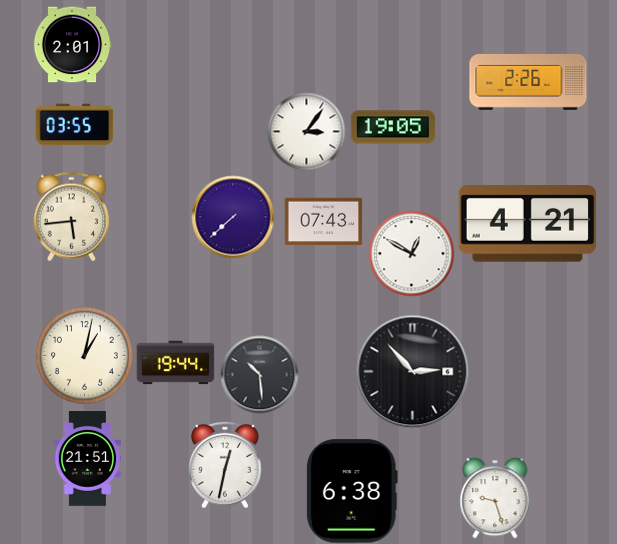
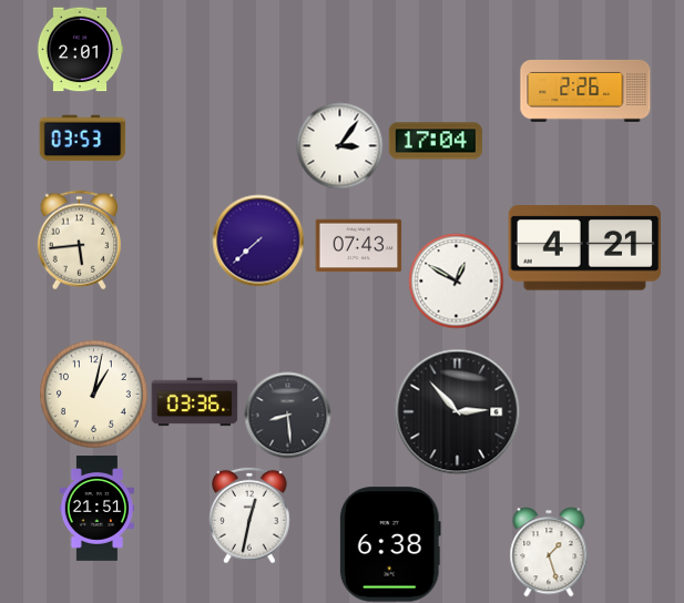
clock at (74, 125): 03:55 -> 03:53
clock at (393, 127): 19:05 -> 17:04
clock at (175, 363): 19:44 -> 03:36
clock at (259, 374): 10:29 -> 8:29
clock at (495, 498): 9:27 -> 1:27
